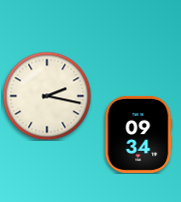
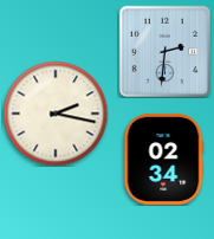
clock at (164, 51): none -> 2:31
clock at (138, 134): 09:34 -> 02:34
